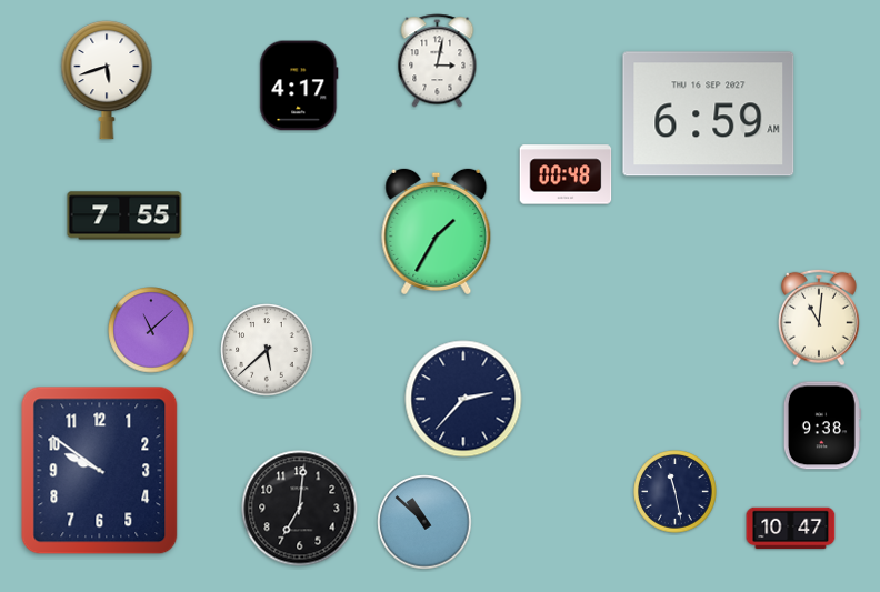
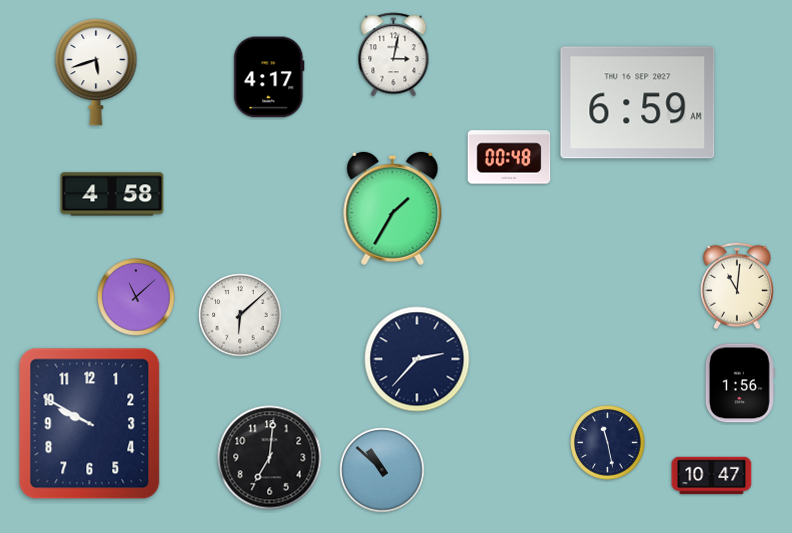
clock at (124, 215): 7:55 -> 4:58
clock at (267, 350): 5:38 -> 6:08
clock at (822, 425): 9:38 -> 1:56
clock at (100, 471): 9:51 -> 9:50
